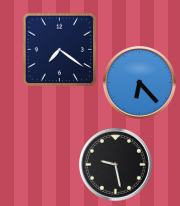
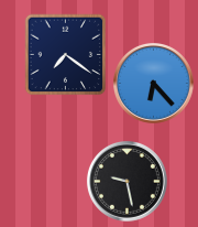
clock at (140, 83) position: (140, 83) -> (154, 84)
